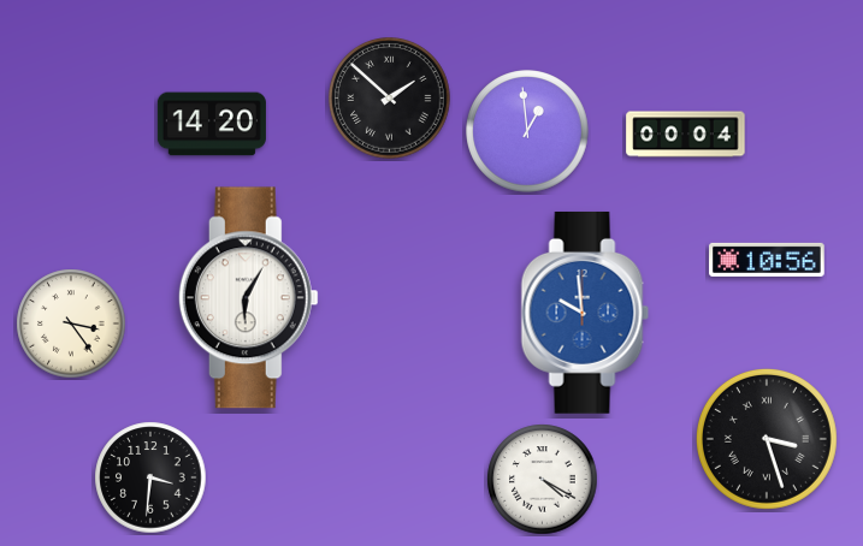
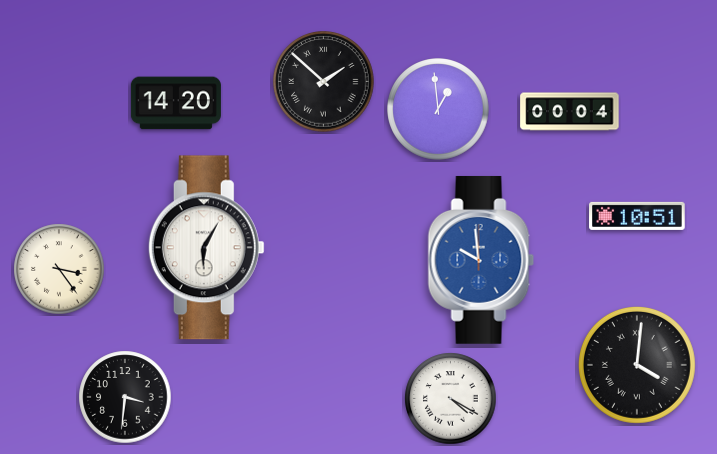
clock at (767, 260): 10:56 -> 10:51
clock at (585, 313) position: (585, 313) -> (481, 260)
clock at (767, 439): 3:27 -> 4:01
